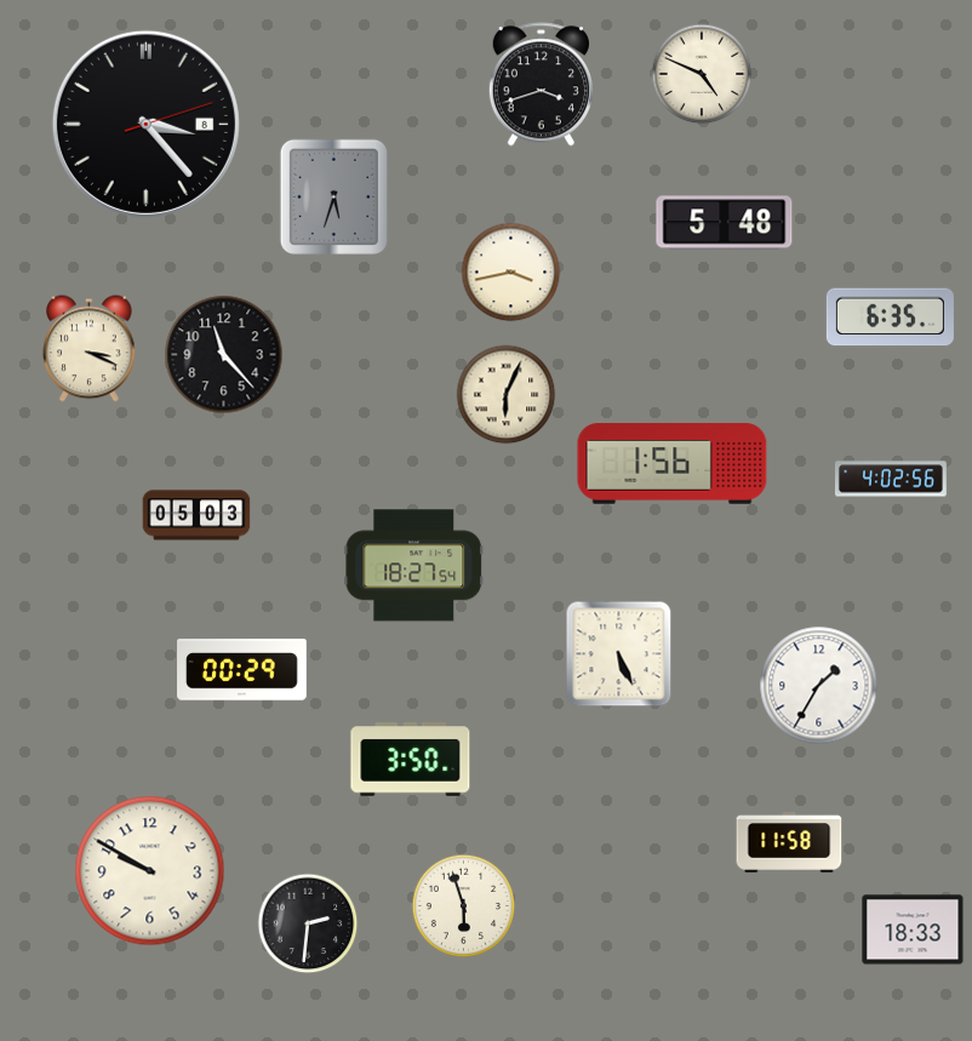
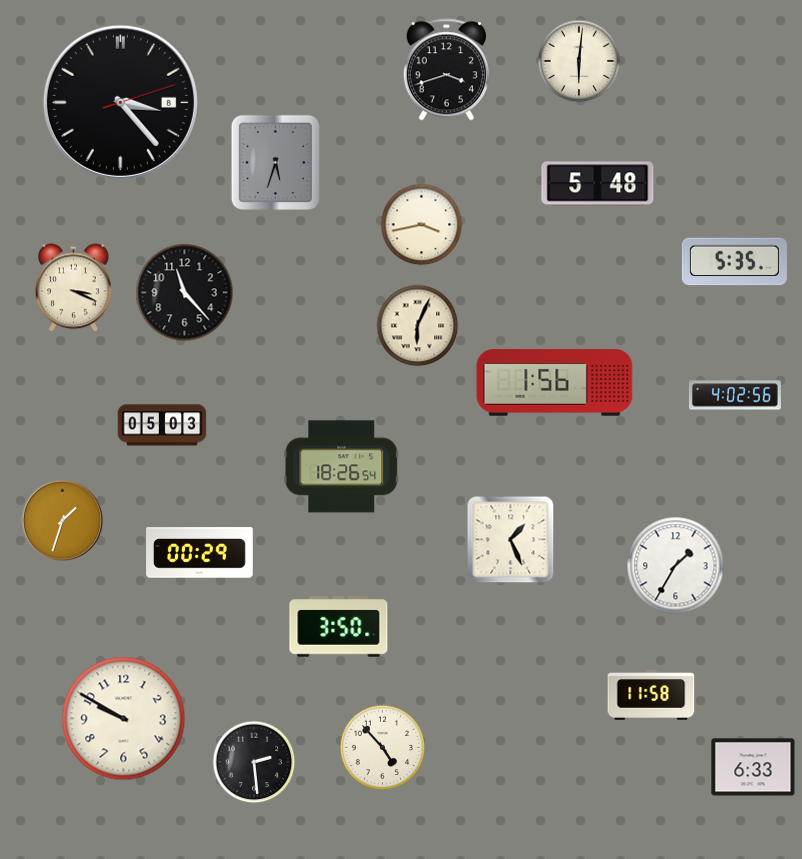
clock at (702, 74): 4:49 -> 6:01
clock at (890, 318): 6:35 -> 5:35
clock at (414, 566): 18:27 -> 18:26
clock at (63, 521): none -> 1:33
clock at (619, 654): 5:26 -> 1:26
clock at (464, 906): 5:57 -> 4:53
clock at (308, 923): 2:31 -> 2:29
clock at (913, 930): 18:33 -> 6:33
